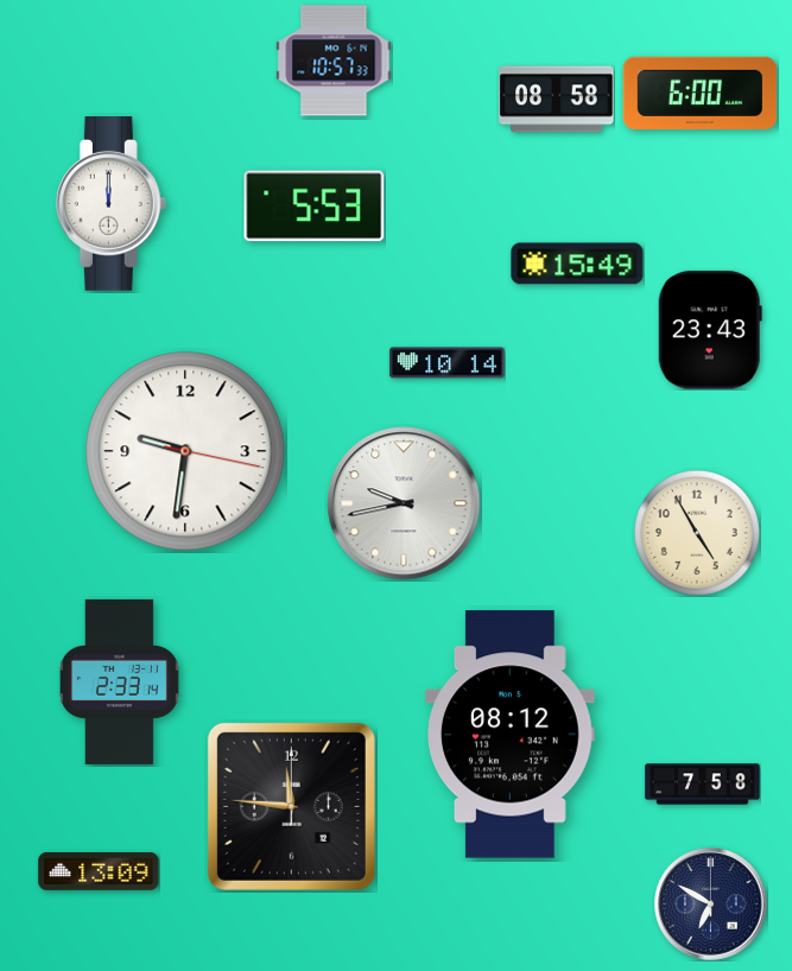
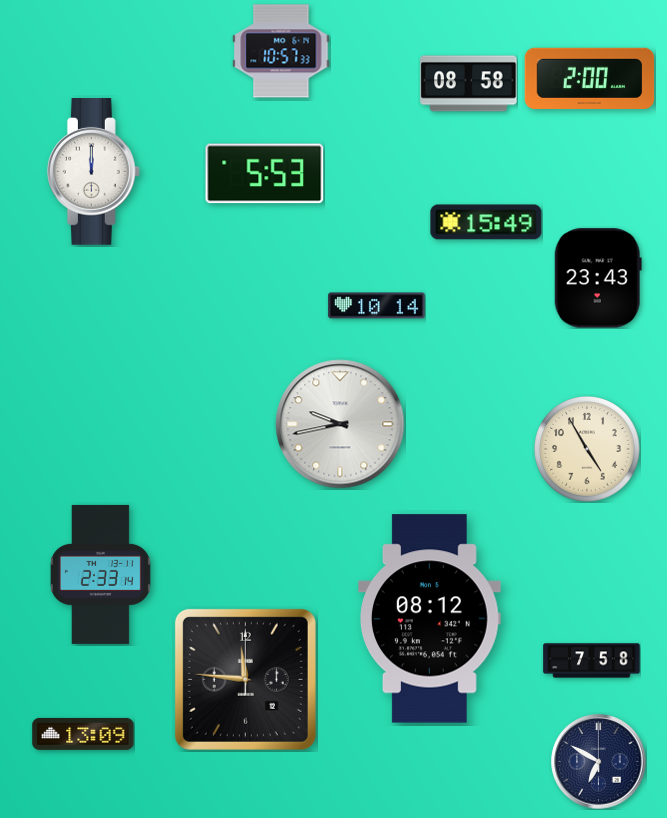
clock at (701, 93): 6:00 -> 2:00
clock at (185, 451): 9:31 -> none
